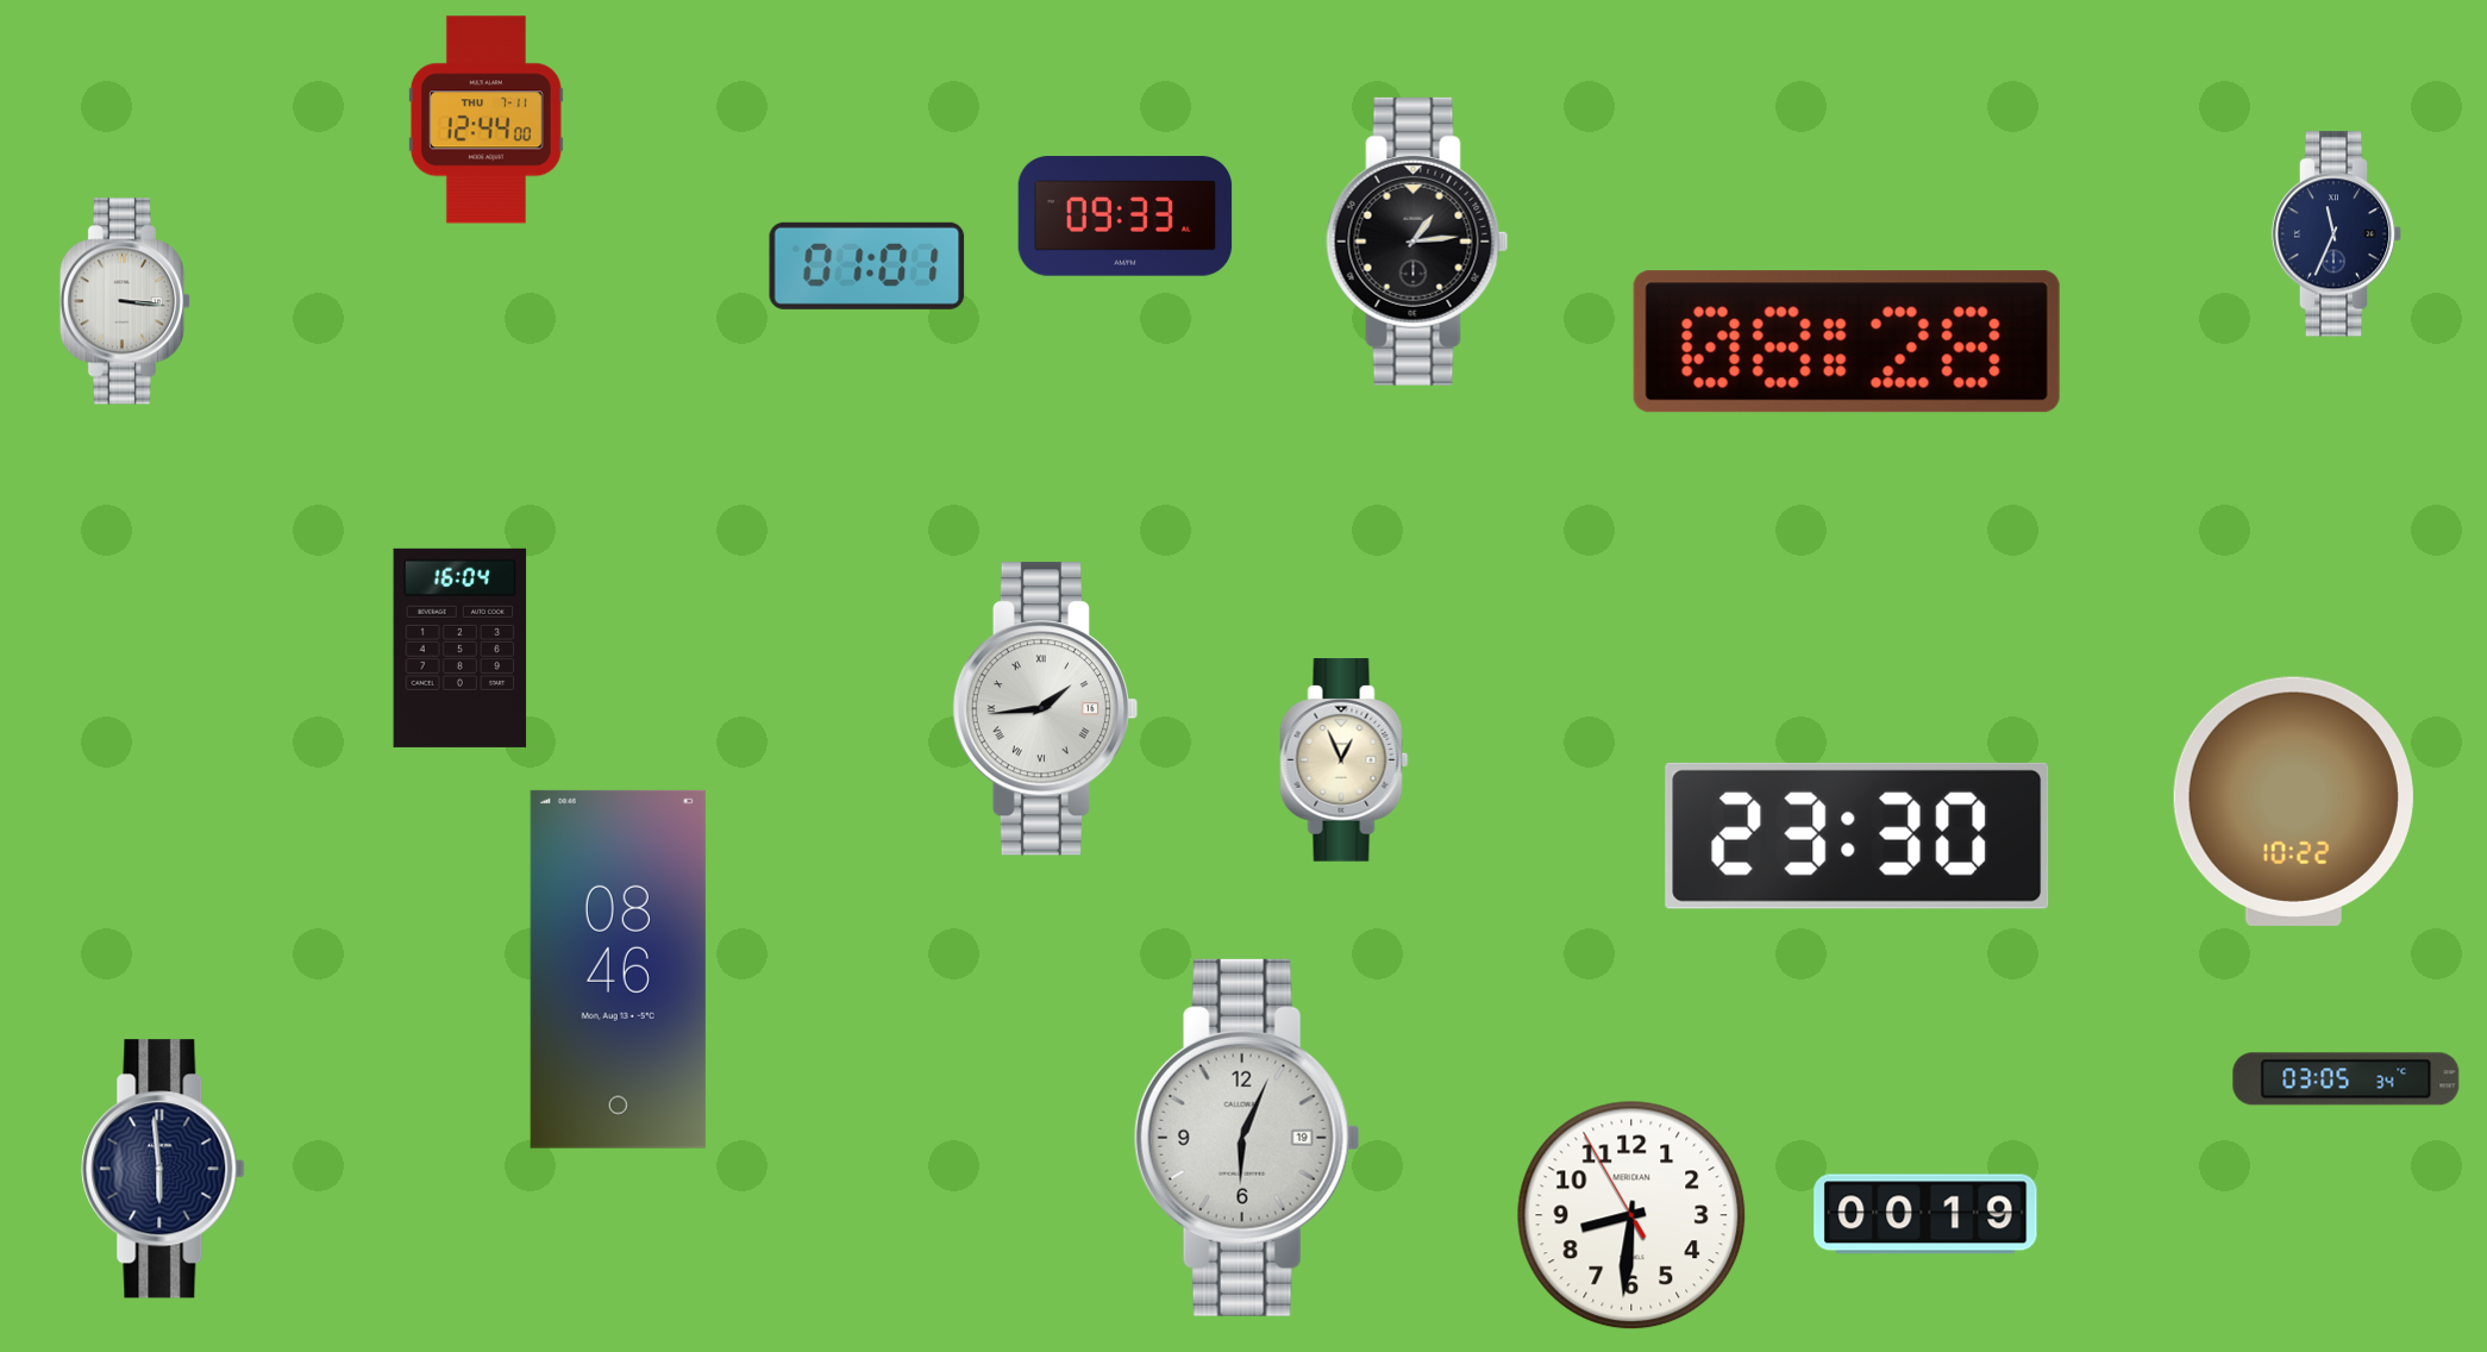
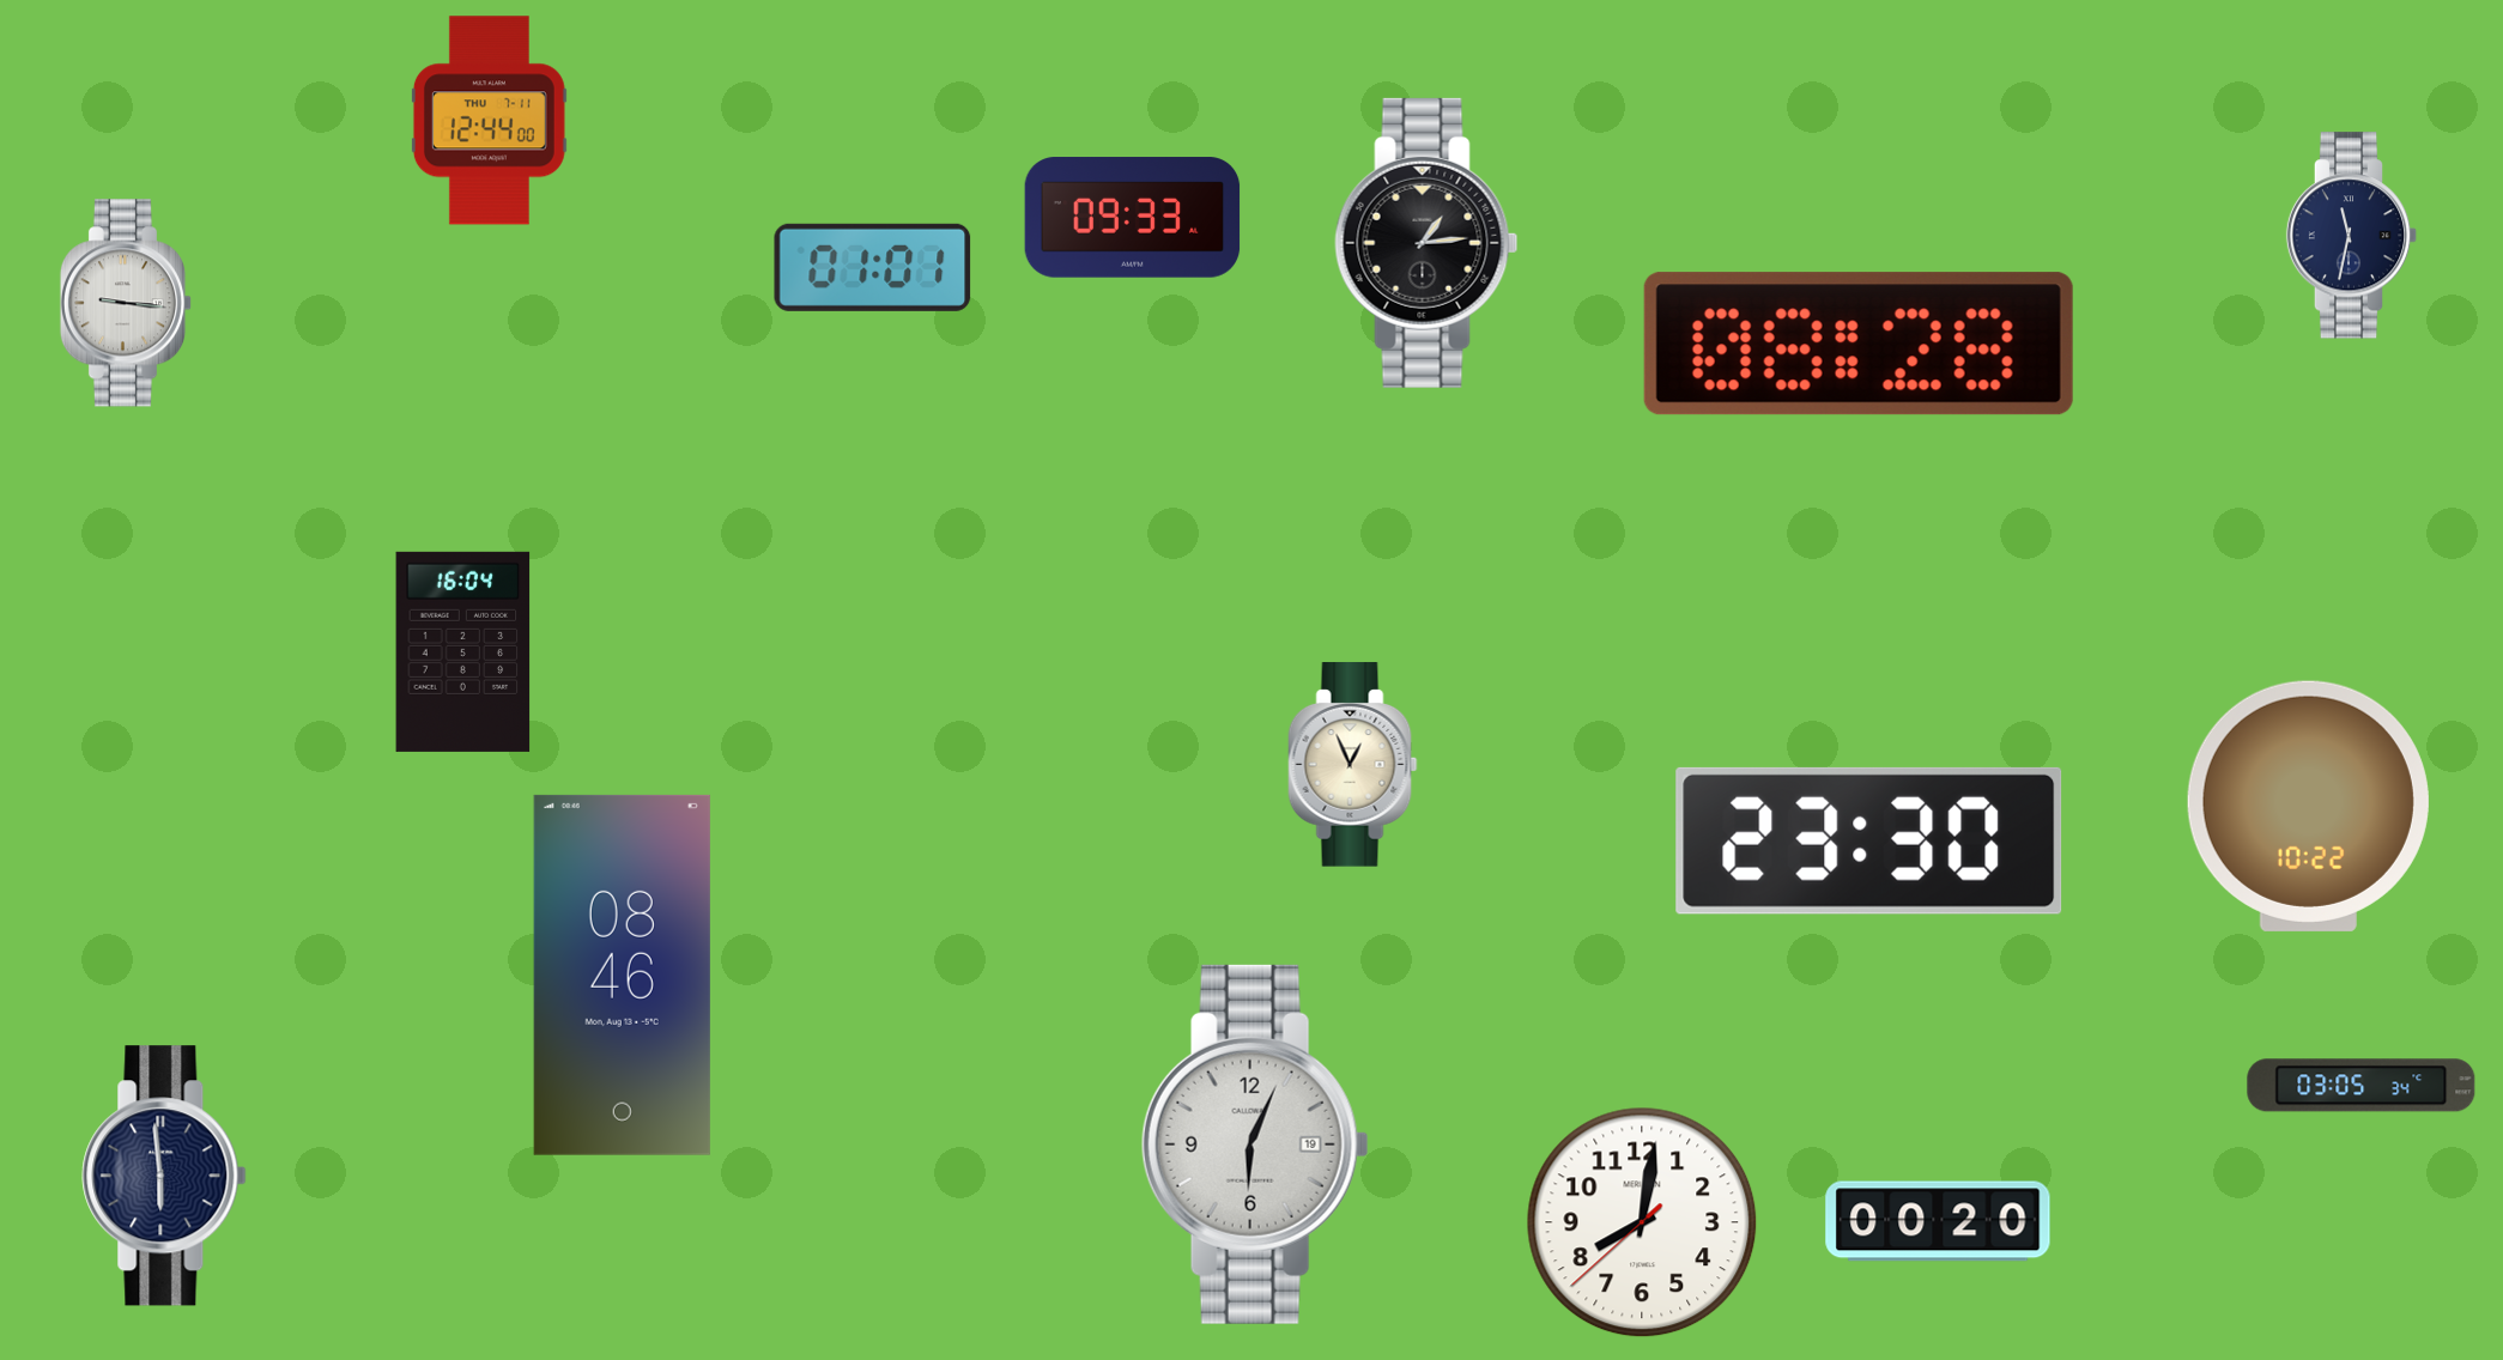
clock at (2337, 234): 11:34 -> 11:32
clock at (125, 301): 3:16 -> 9:16
clock at (1045, 709): 1:44 -> none
clock at (1925, 1214): 00:19 -> 00:20
clock at (1631, 1215): 8:30 -> 8:01
